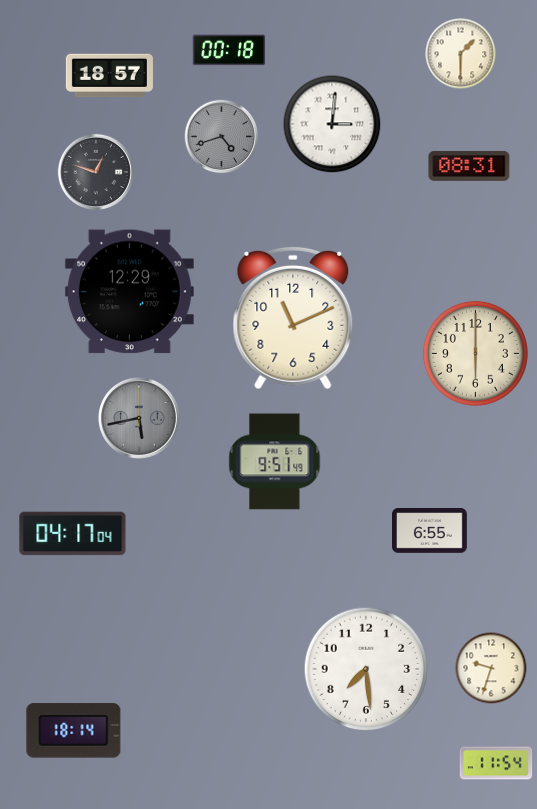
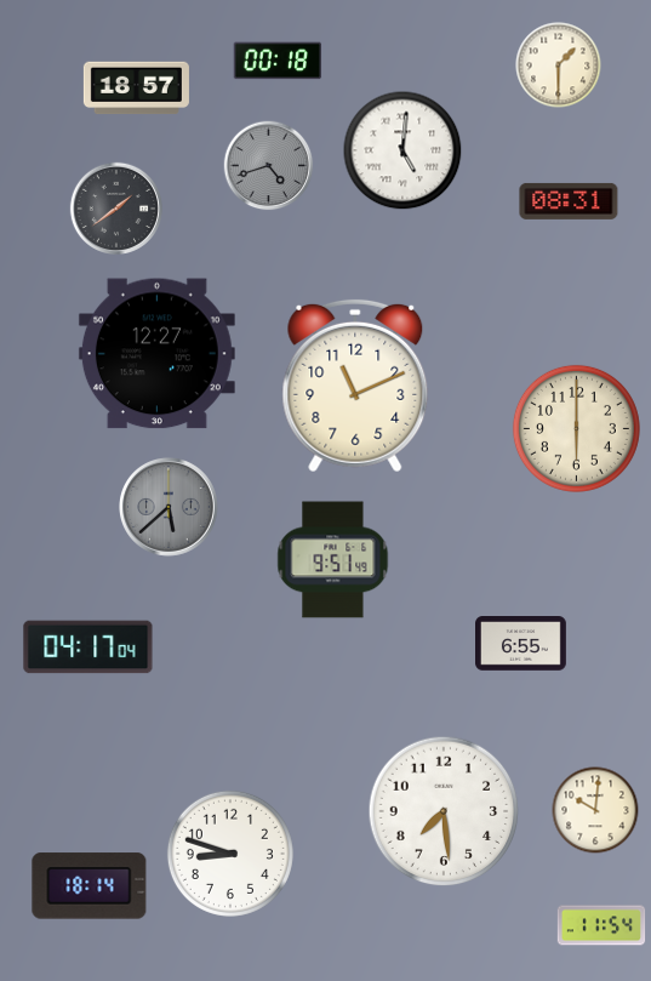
clock at (109, 76) position: (109, 76) -> (136, 89)
clock at (332, 124): 3:01 -> 5:01
clock at (95, 171): 12:48 -> 1:39
clock at (129, 292): 12:29 -> 12:27
clock at (140, 419): 5:43 -> 5:38
clock at (491, 668): 9:33 -> 10:01
clock at (230, 854): none -> 8:48
